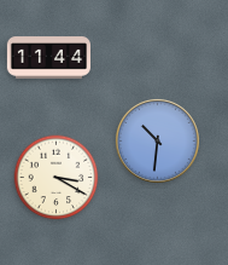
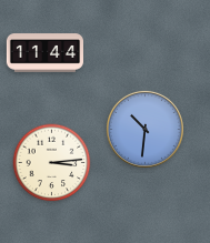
clock at (57, 178): 3:20 -> 3:14
